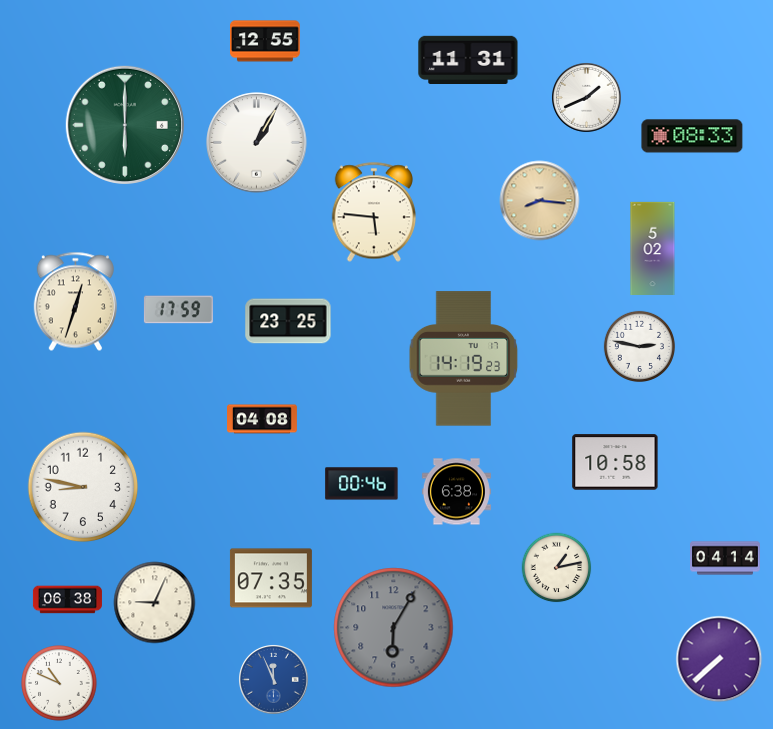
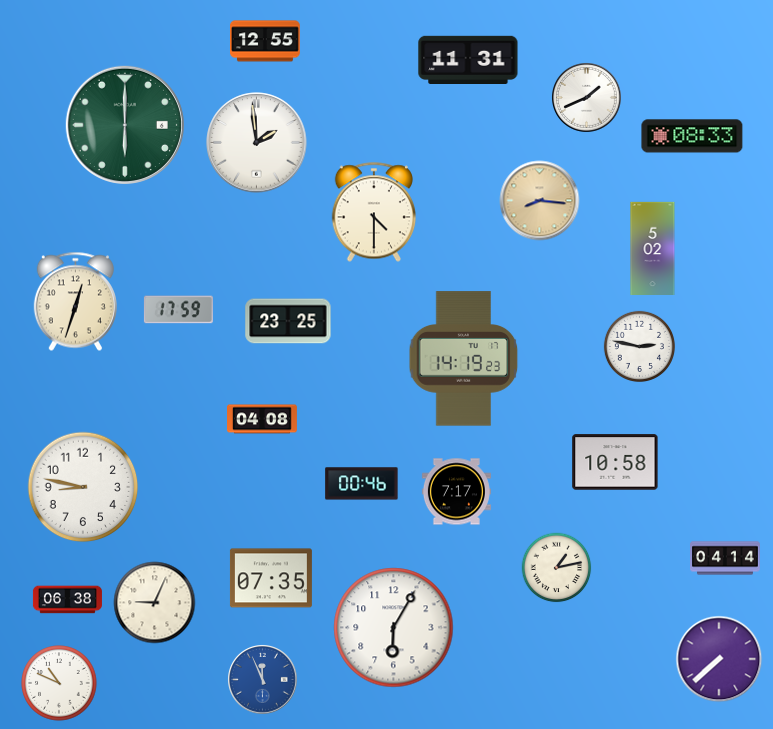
clock at (257, 143): 1:05 -> 1:59
clock at (373, 212): 5:46 -> 4:30
clock at (456, 492): 6:38 -> 7:17
clock at (394, 628) dial: grey -> white
clock at (274, 680) position: (274, 680) -> (263, 680)
